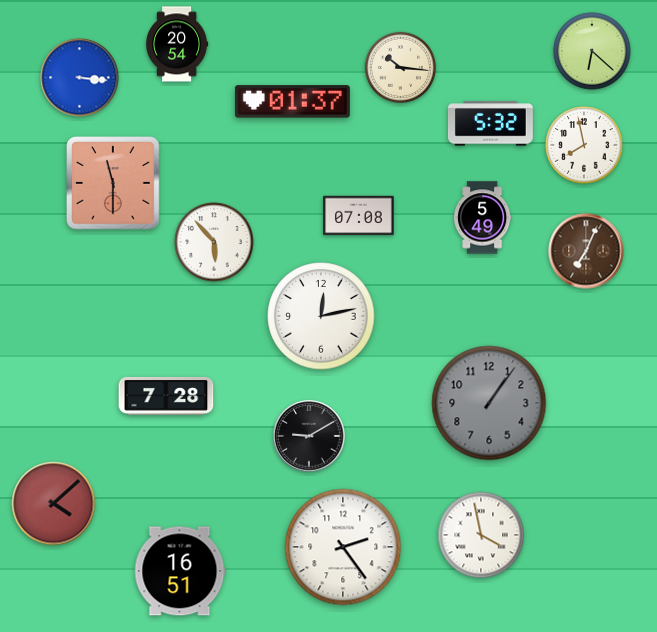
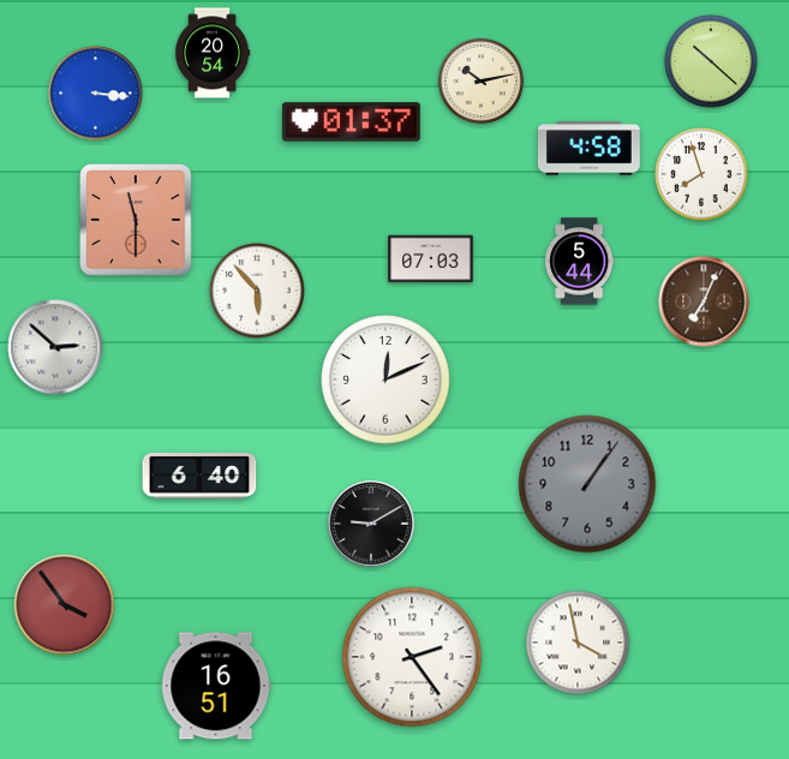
clock at (592, 51): 6:22 -> 10:22
clock at (400, 67): 10:16 -> 10:13
clock at (490, 124): 5:32 -> 4:58
clock at (584, 145): 7:58 -> 7:57
clock at (359, 216): 07:08 -> 07:03
clock at (483, 218): 5:49 -> 5:44
clock at (55, 347): none -> 2:52
clock at (321, 316): 12:13 -> 12:11
clock at (166, 396): 7:28 -> 6:40
clock at (54, 504): 4:08 -> 3:54
